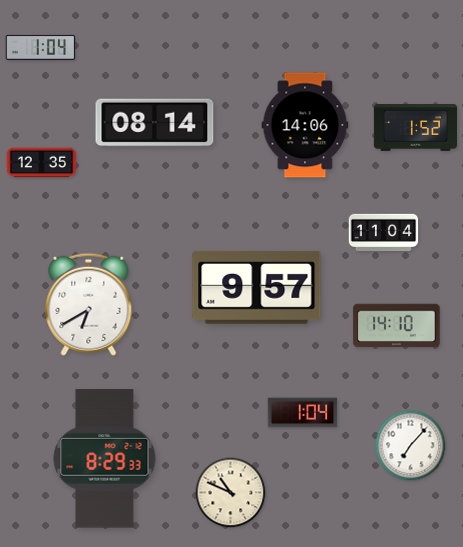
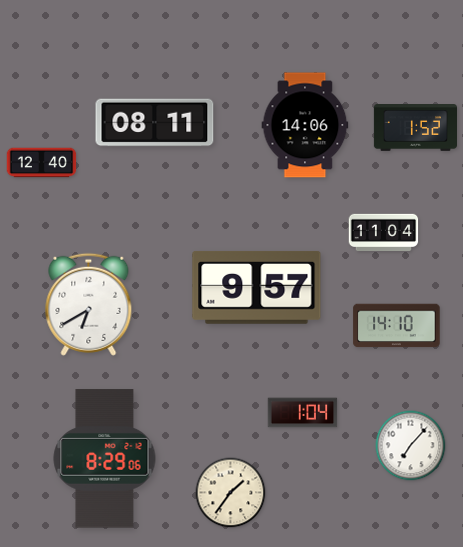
clock at (41, 47): 1:04 -> none
clock at (155, 123): 08:14 -> 08:11
clock at (42, 163): 12:35 -> 12:40
clock at (105, 459): 8:29:33 -> 8:29:06
clock at (231, 493): 10:49 -> 1:36
